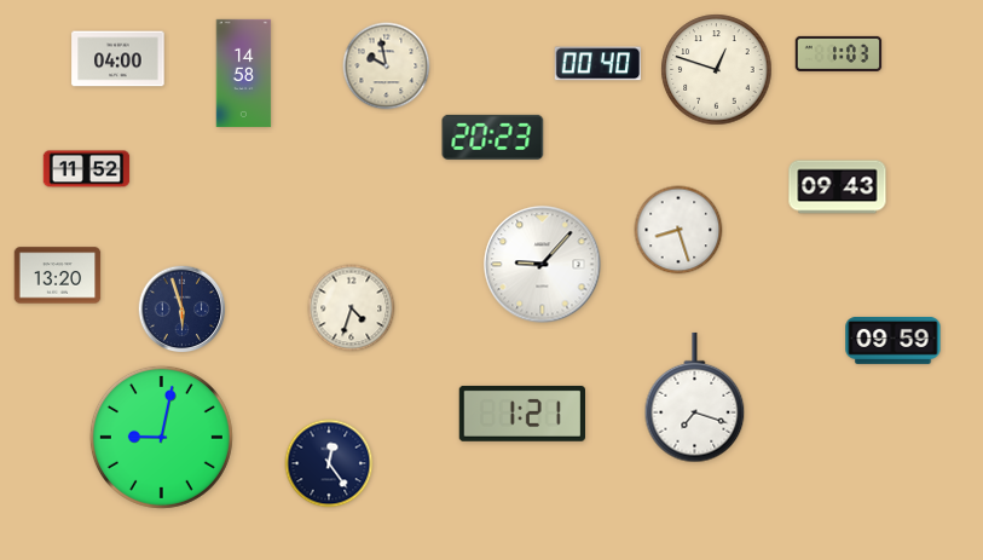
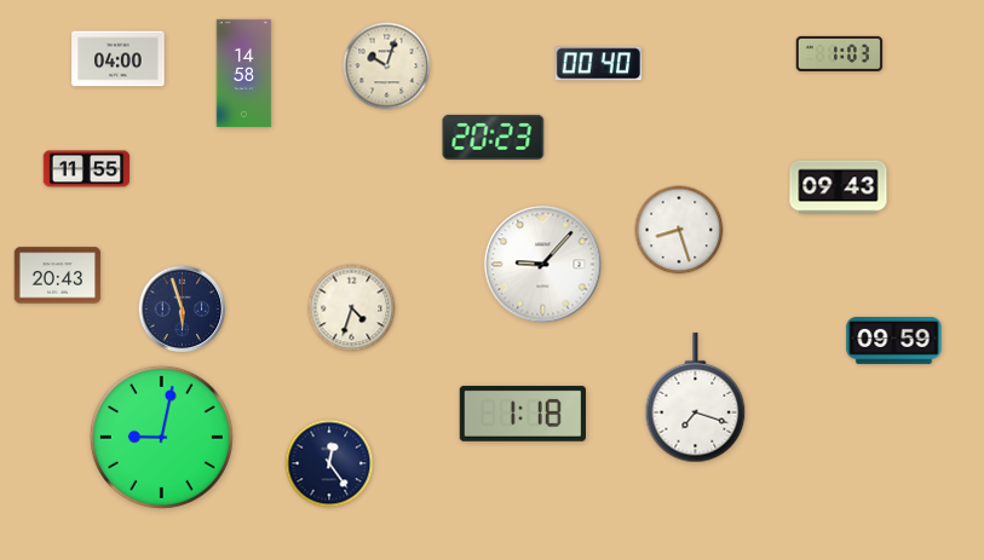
clock at (387, 67): 9:58 -> 10:03
clock at (717, 70): 12:48 -> none
clock at (87, 169): 11:52 -> 11:55
clock at (58, 276): 13:20 -> 20:43
clock at (521, 414): 1:21 -> 1:18
